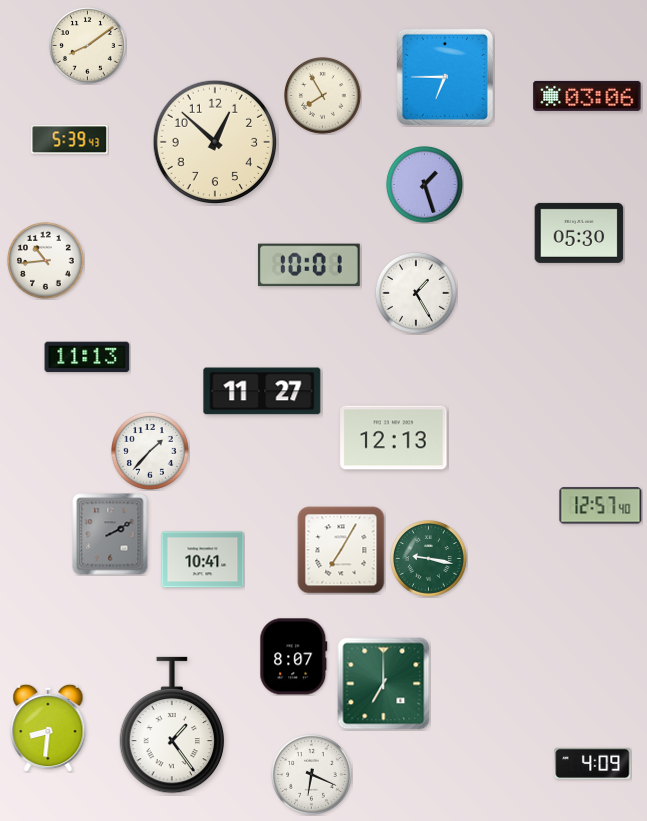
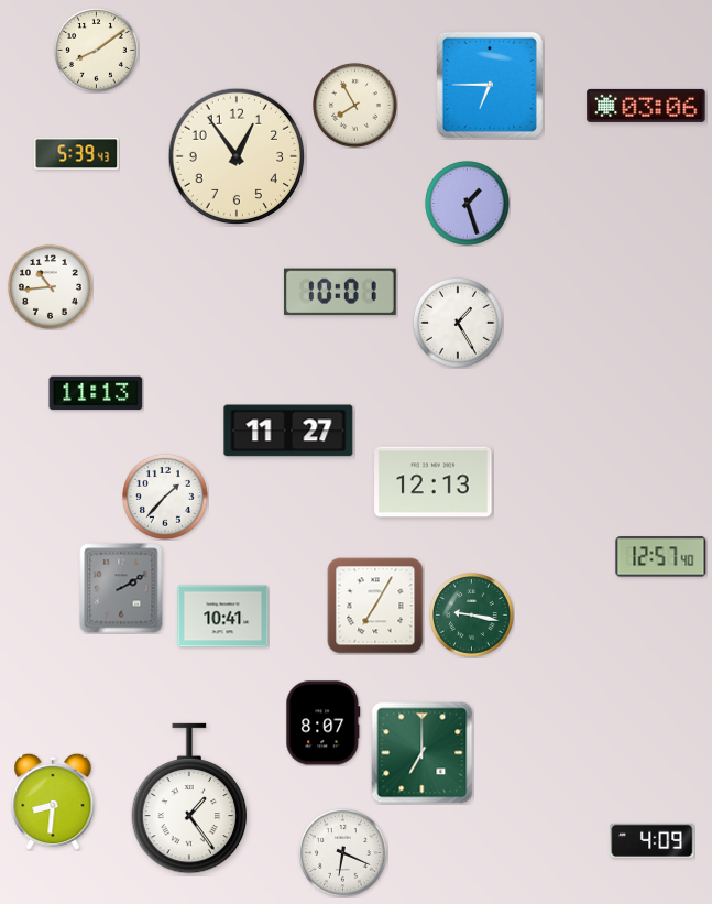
clock at (215, 142): 12:52 -> 12:54
clock at (579, 233): 05:30 -> none
